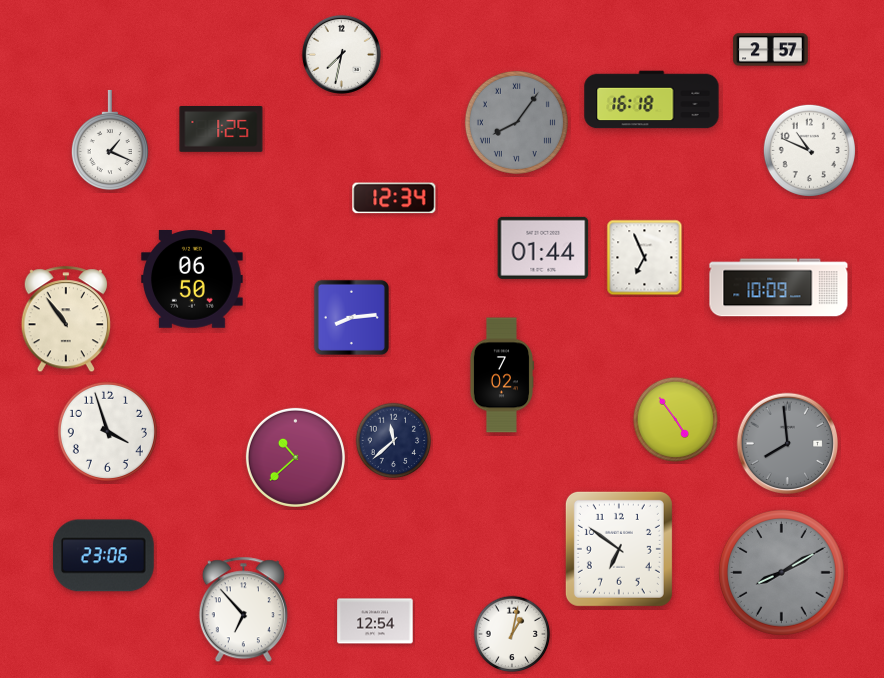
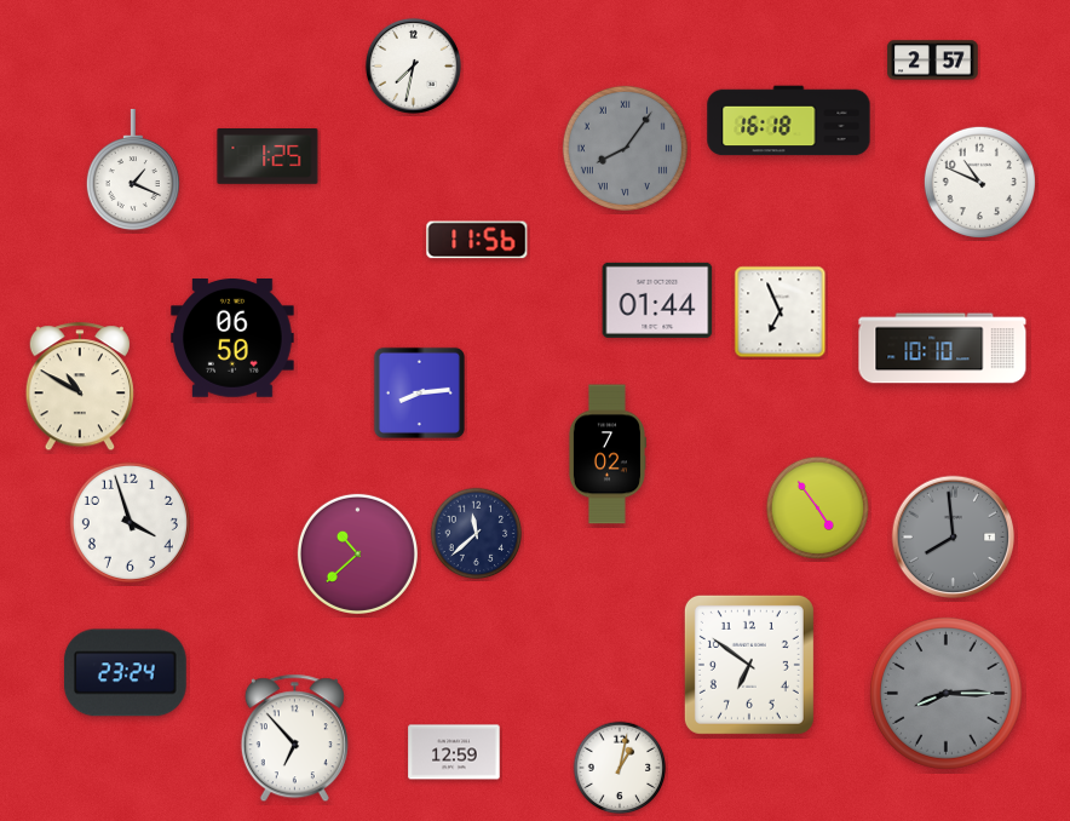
clock at (394, 198): 12:34 -> 11:56
clock at (779, 288): 10:09 -> 10:10
clock at (351, 317) position: (351, 317) -> (419, 392)
clock at (66, 320): 10:54 -> 10:50
clock at (103, 556): 23:06 -> 23:24
clock at (781, 572): 8:10 -> 8:15
clock at (375, 621): 12:54 -> 12:59
